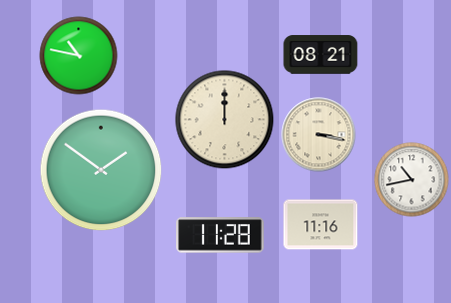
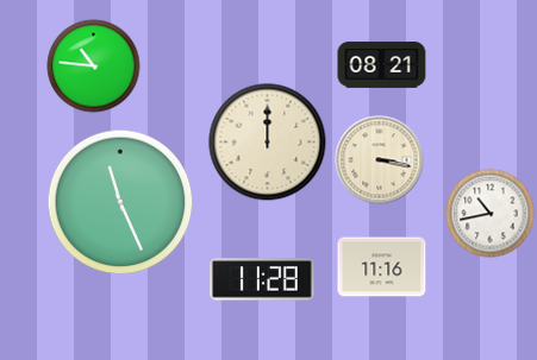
clock at (79, 56): 10:47 -> 10:46
clock at (101, 170): 1:51 -> 11:26
